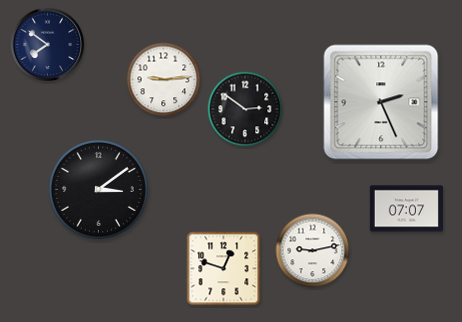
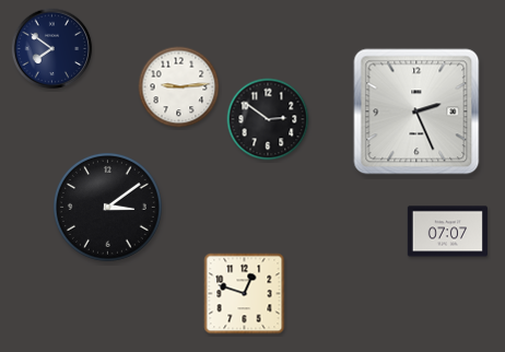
clock at (406, 209) position: (406, 209) -> (447, 232)
clock at (313, 251): 9:13 -> none
